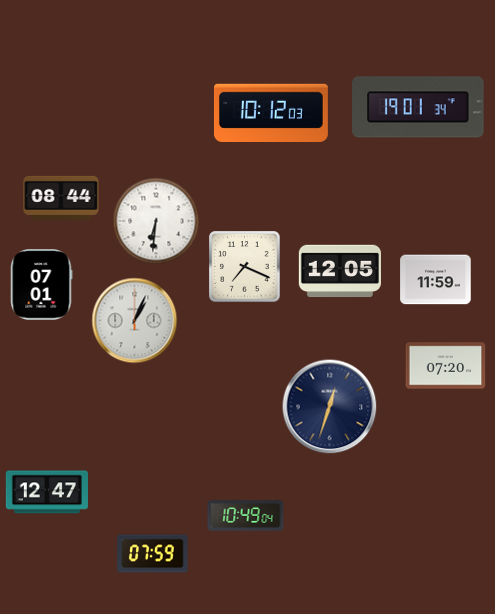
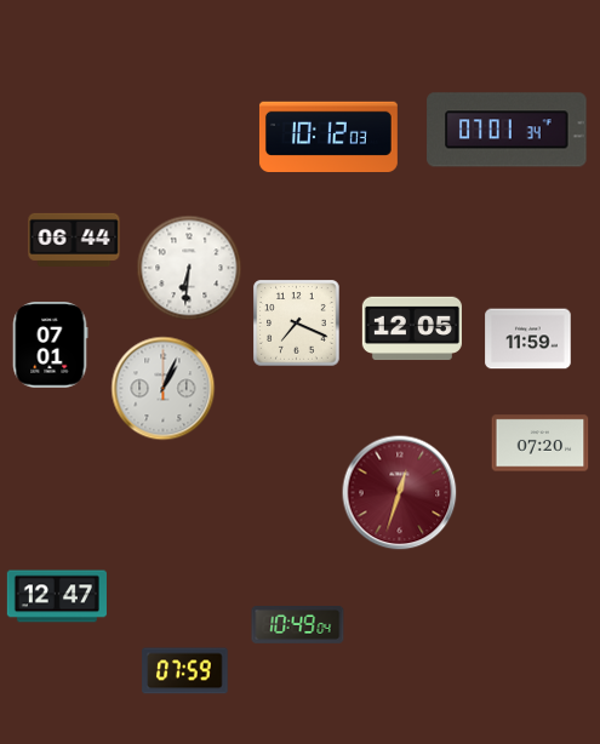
clock at (418, 107): 19:01 -> 07:01
clock at (61, 198): 08:44 -> 06:44
clock at (330, 407) dial: navy -> burgundy
